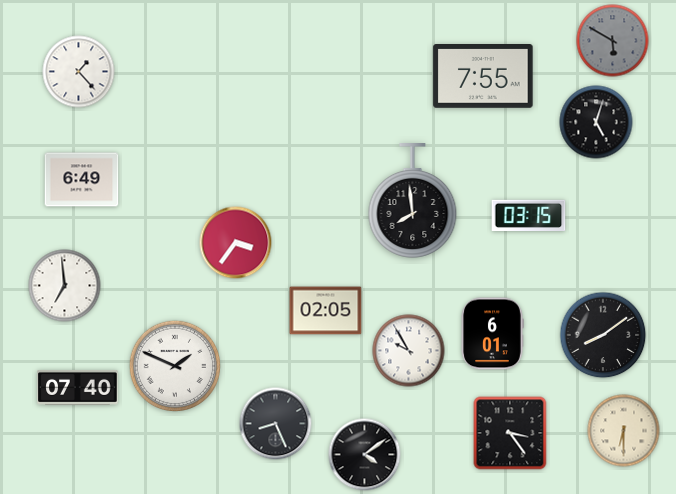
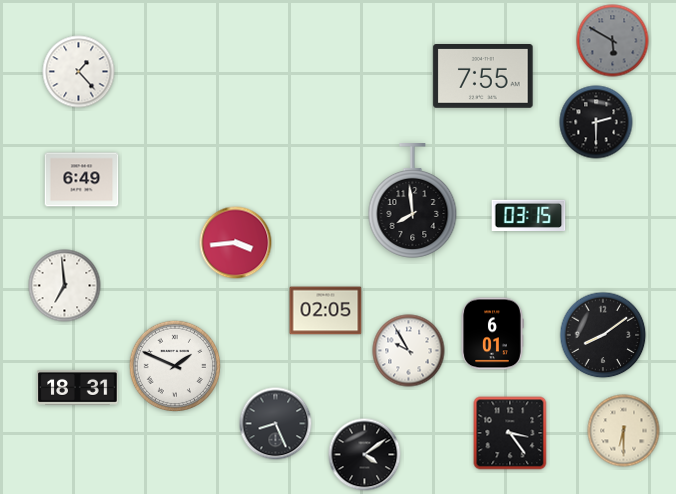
clock at (596, 122): 5:03 -> 2:30
clock at (236, 243): 3:36 -> 3:44
clock at (78, 387): 07:40 -> 18:31
